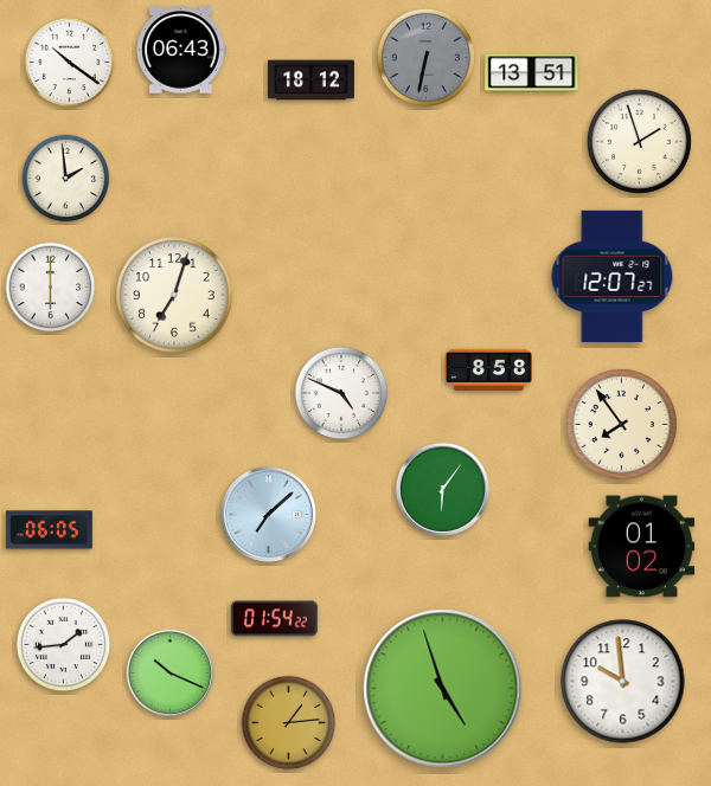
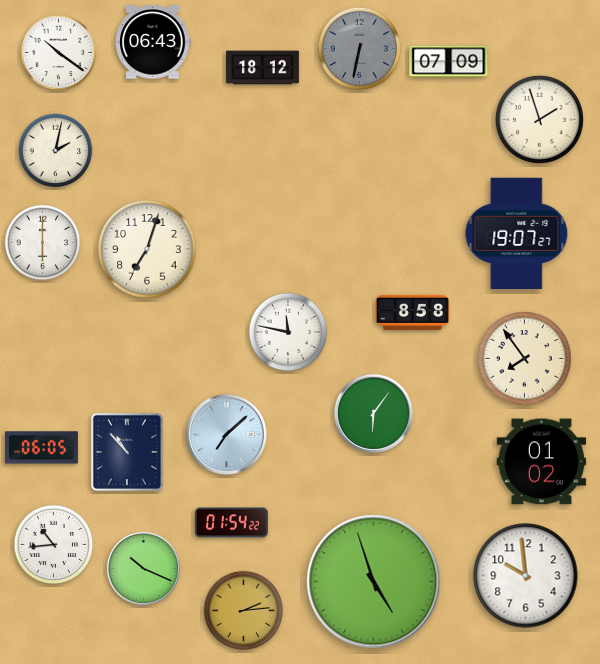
clock at (532, 73): 13:51 -> 07:09
clock at (66, 179): 1:59 -> 2:02
clock at (613, 276): 12:07 -> 19:07
clock at (341, 393): 4:49 -> 11:47
clock at (126, 451): none -> 10:53
clock at (64, 645): 1:44 -> 10:44
clock at (289, 723): 1:14 -> 2:14
